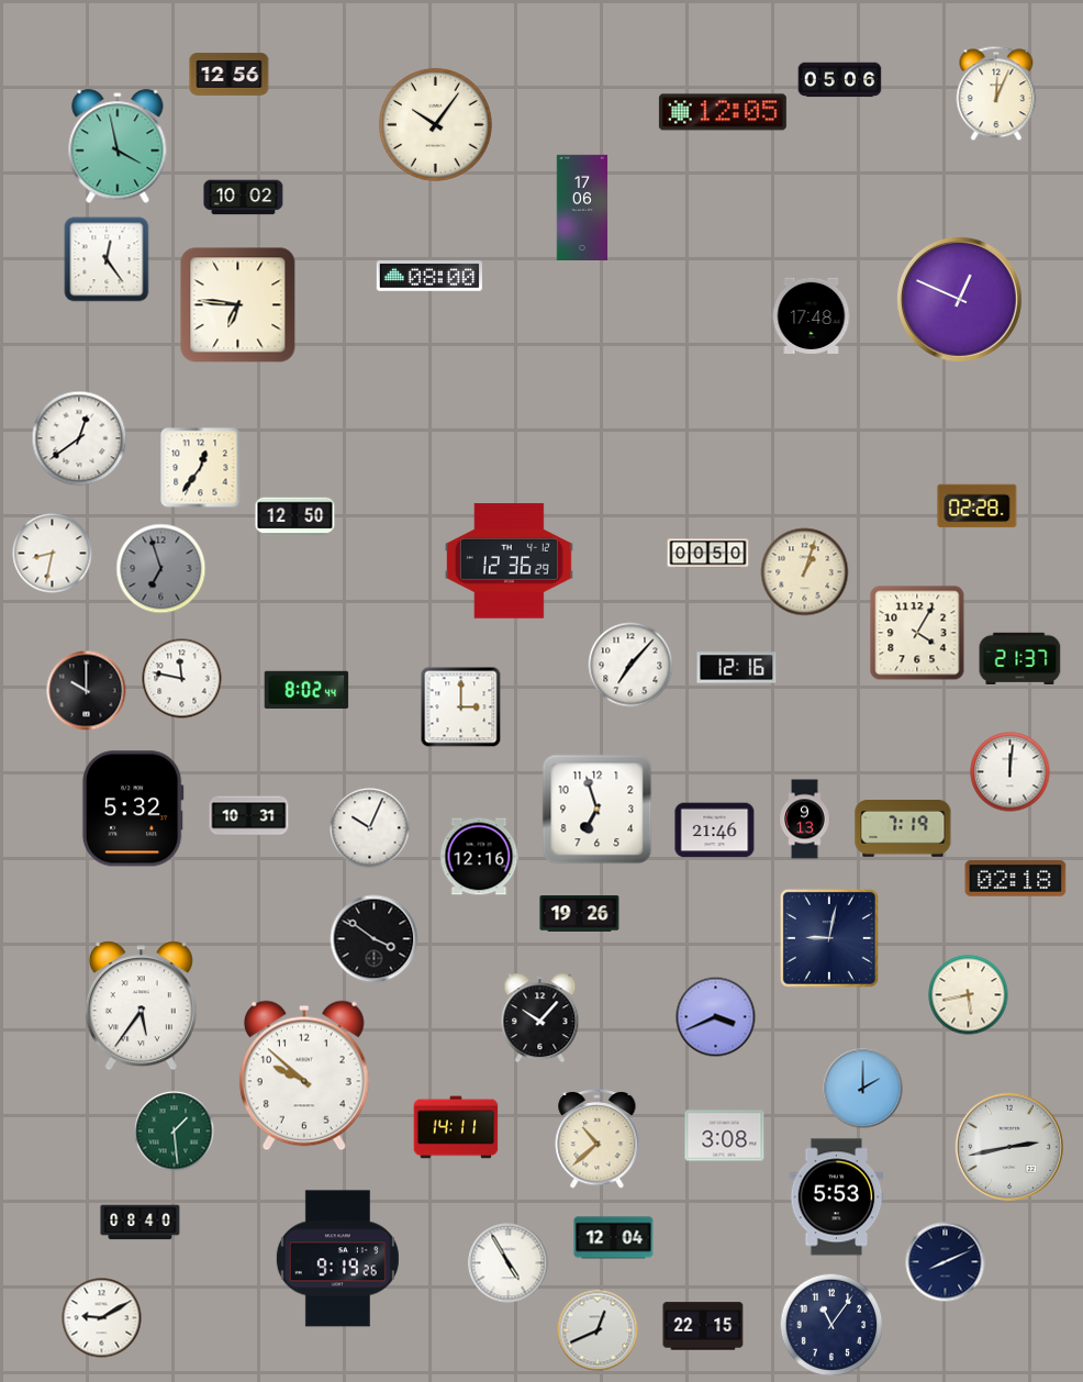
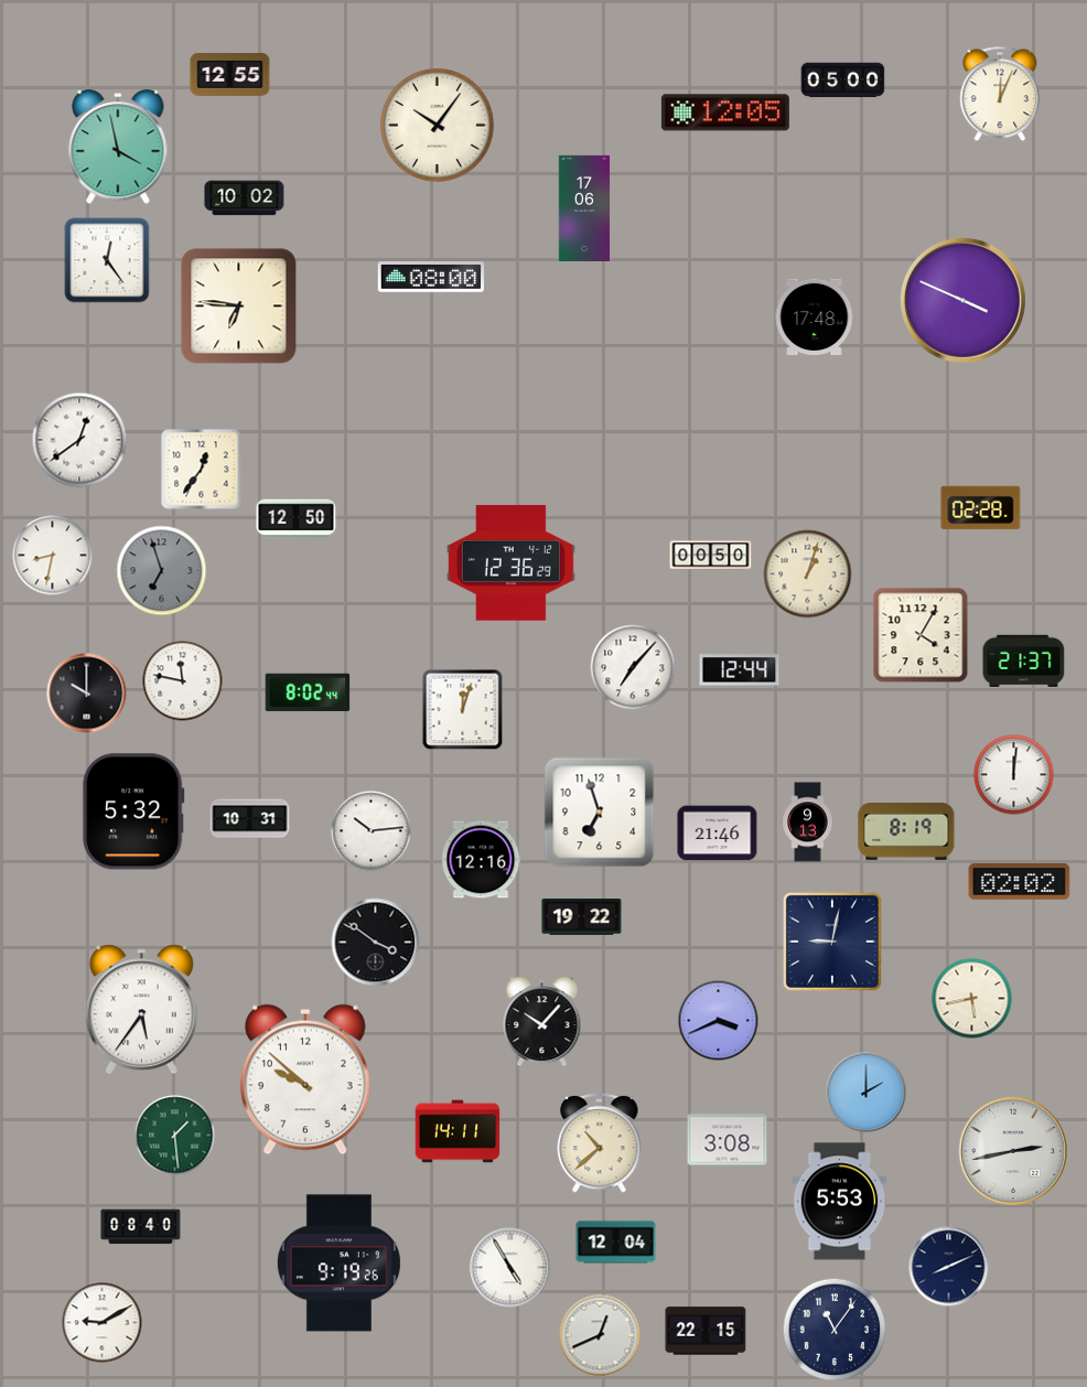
clock at (230, 75): 12:56 -> 12:55
clock at (840, 80): 05:06 -> 05:00
clock at (959, 299): 12:49 -> 3:49
clock at (737, 668): 12:16 -> 12:44
clock at (461, 707): 3:00 -> 12:03
clock at (370, 828): 10:04 -> 10:14
clock at (903, 829): 7:19 -> 8:19
clock at (1016, 879): 02:18 -> 02:02
clock at (580, 914): 19:26 -> 19:22
